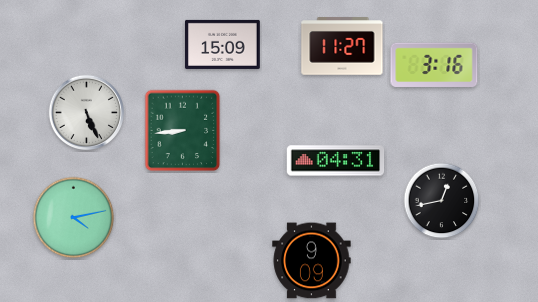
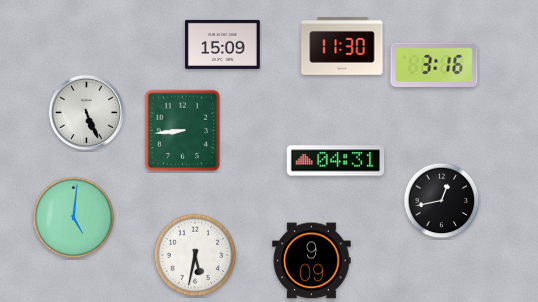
clock at (342, 46): 11:27 -> 11:30
clock at (74, 218): 4:13 -> 5:01
clock at (195, 255): none -> 5:32
